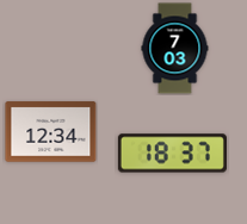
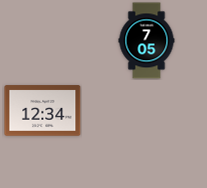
clock at (175, 49): 7:03 -> 7:05
clock at (172, 154): 18:37 -> none
